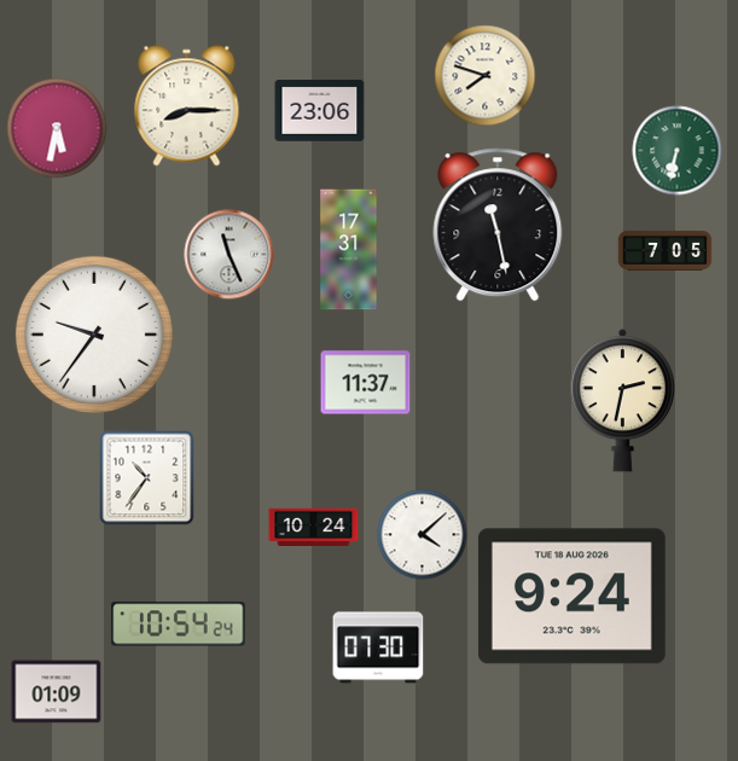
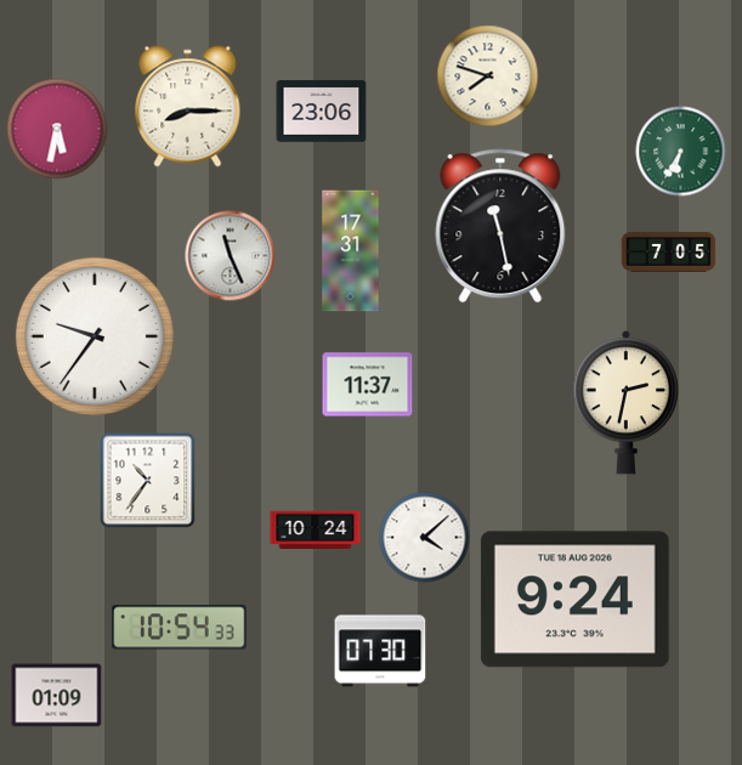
clock at (678, 151): 6:32 -> 6:35
clock at (179, 625): 10:54:24 -> 10:54:33
